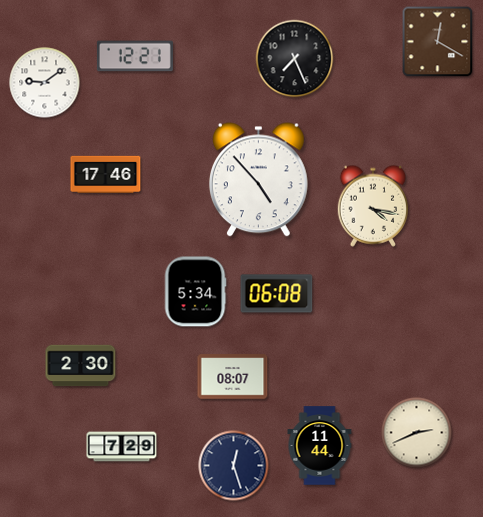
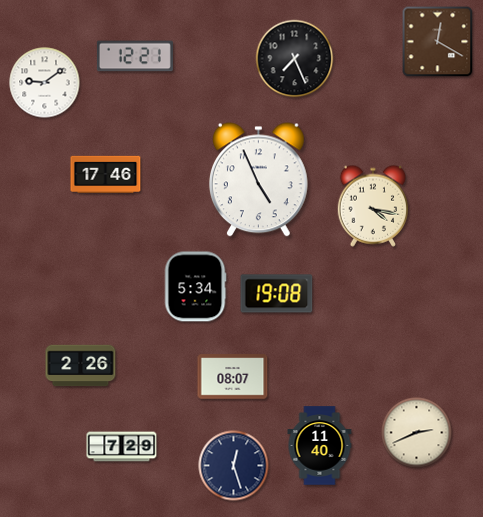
clock at (258, 180): 4:53 -> 4:56
clock at (195, 292) position: (195, 292) -> (195, 287)
clock at (277, 294): 06:08 -> 19:08
clock at (81, 366): 2:30 -> 2:26
clock at (320, 446): 11:44 -> 11:40
